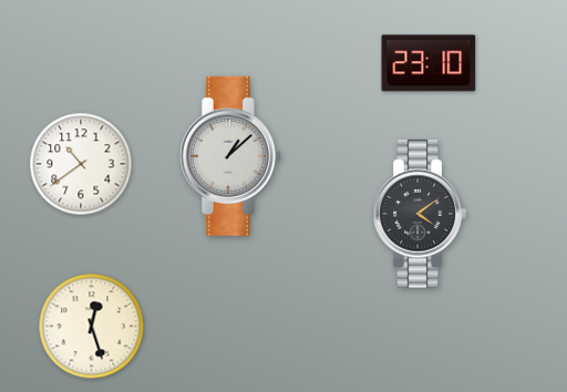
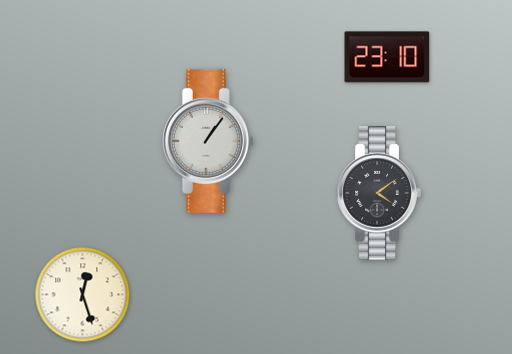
clock at (230, 156): 1:08 -> 1:06
clock at (81, 164): 10:39 -> none
